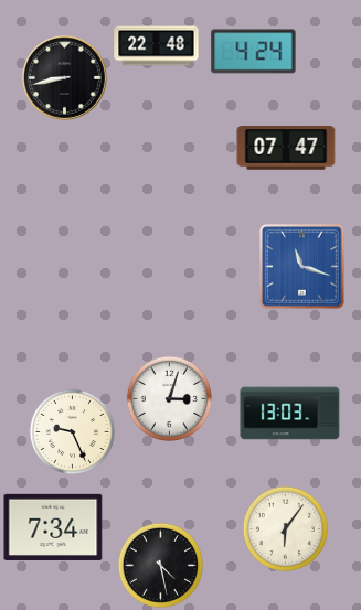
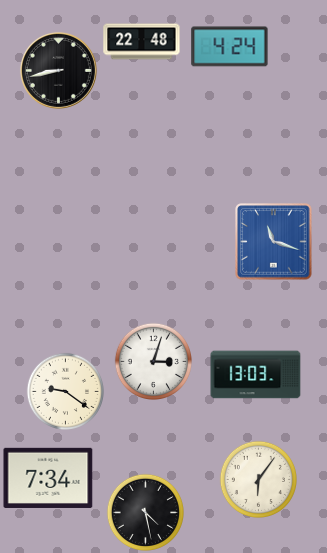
clock at (286, 148): 07:47 -> none
clock at (290, 414) position: (290, 414) -> (256, 375)
clock at (72, 431): 9:26 -> 9:21
